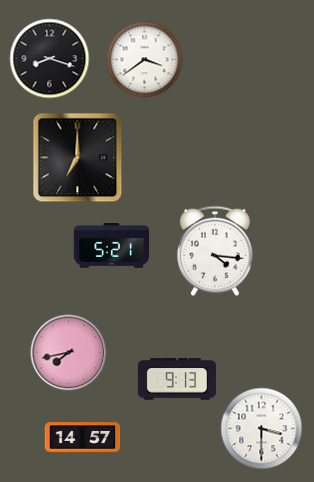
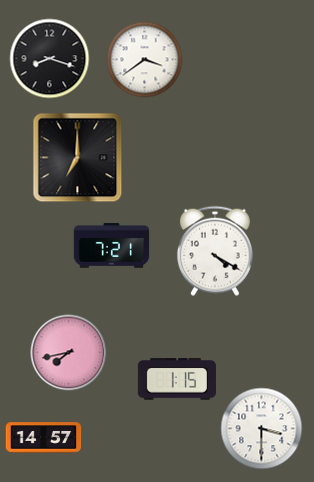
clock at (112, 246): 5:21 -> 7:21
clock at (215, 251): 4:16 -> 4:20
clock at (177, 379): 9:13 -> 1:15
clock at (83, 438) position: (83, 438) -> (44, 438)
